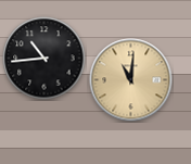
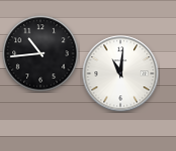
clock at (131, 80) dial: champagne -> white
